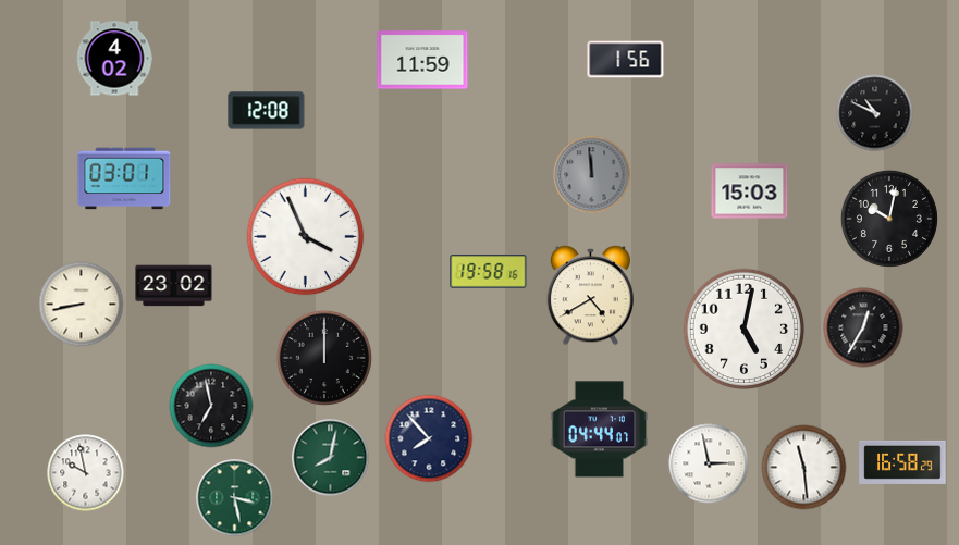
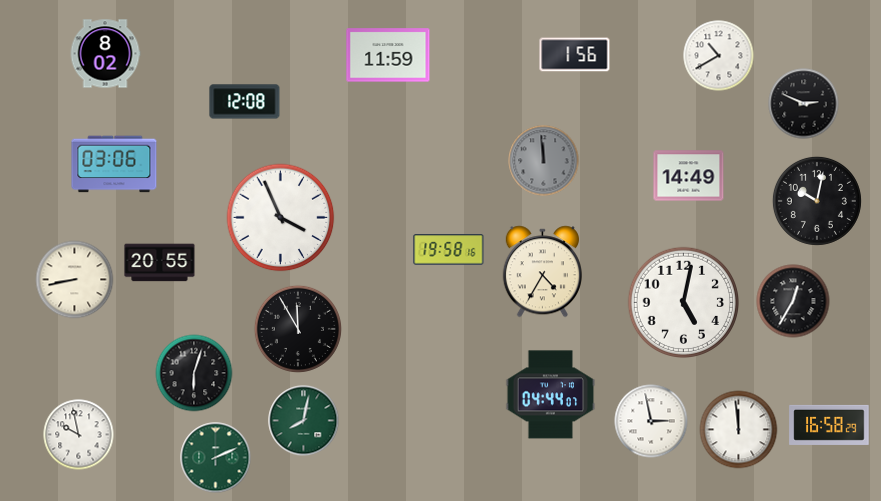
clock at (114, 59): 4:02 -> 8:02
clock at (719, 56): none -> 10:40
clock at (875, 113): 10:49 -> 2:49
clock at (124, 178): 03:01 -> 03:06
clock at (750, 191): 15:03 -> 14:49
clock at (174, 286): 23:02 -> 20:55
clock at (590, 296): 4:40 -> 4:35
clock at (324, 358): 12:00 -> 11:55
clock at (211, 406): 6:58 -> 6:03
clock at (429, 438): 7:53 -> none
clock at (709, 463) position: (709, 463) -> (651, 421)
clock at (804, 468): 11:29 -> 11:59
clock at (235, 498): 3:28 -> 2:11
